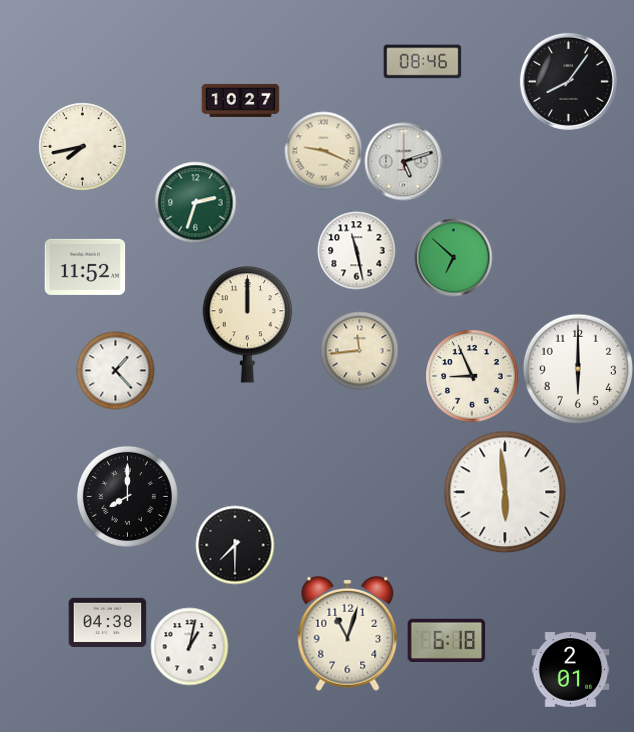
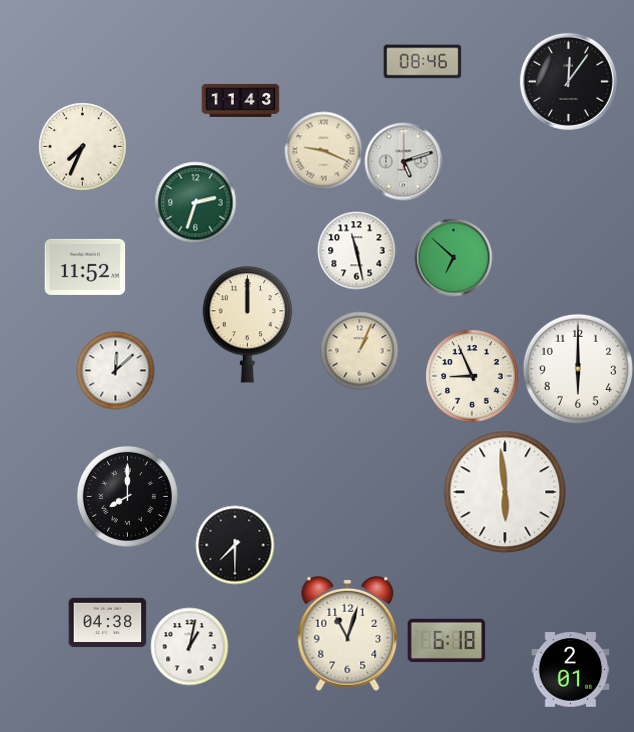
clock at (568, 81): 8:06 -> 12:06
clock at (240, 100): 10:27 -> 11:43
clock at (82, 146): 7:43 -> 7:34
clock at (359, 350): 11:44 -> 1:04
clock at (115, 370): 1:23 -> 12:08
